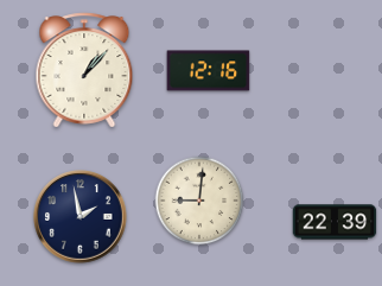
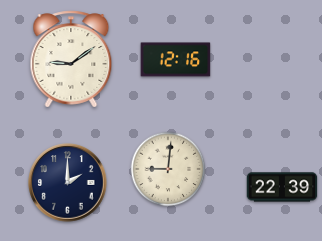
clock at (84, 70): 1:07 -> 9:09
clock at (81, 217): 1:58 -> 2:00
